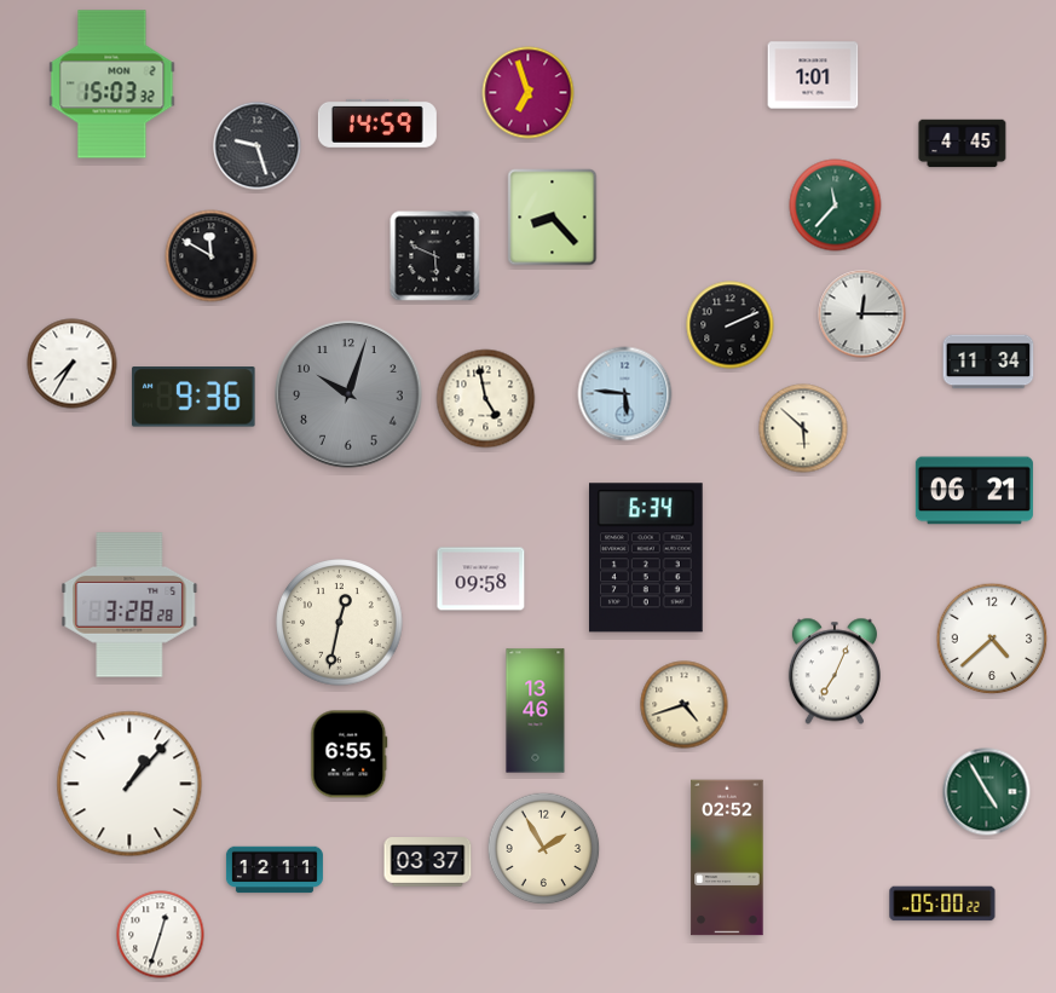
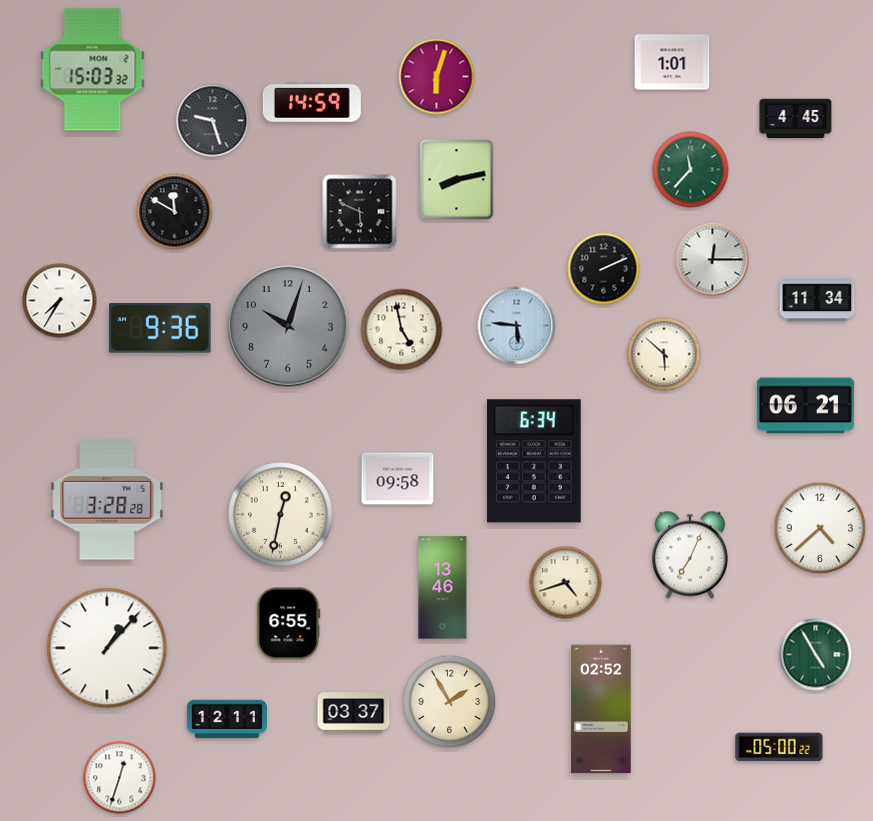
clock at (529, 93): 6:57 -> 6:03
clock at (553, 218): 8:23 -> 8:13
clock at (161, 935) position: (161, 935) -> (120, 778)
